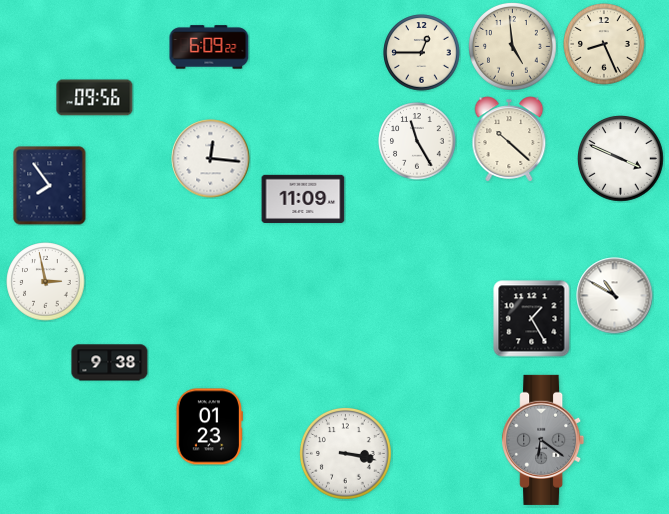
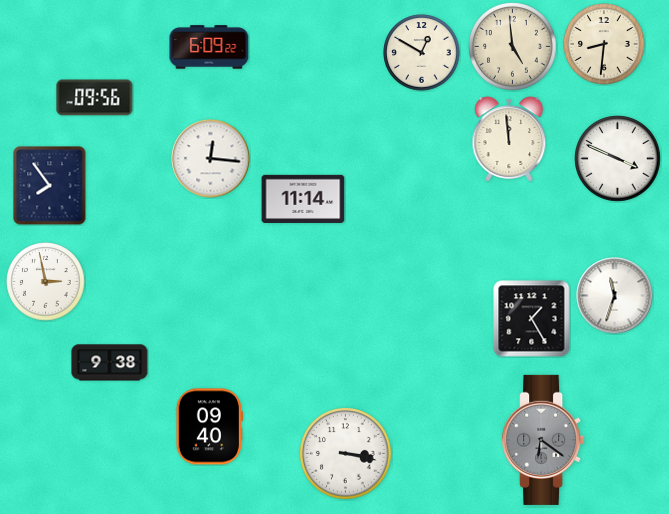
clock at (604, 44): 8:26 -> 8:31
clock at (422, 53): 12:45 -> 12:50
clock at (509, 139): 10:22 -> 11:59
clock at (417, 141): 11:25 -> none
clock at (621, 159) position: (621, 159) -> (618, 159)
clock at (303, 199): 11:09 -> 11:14
clock at (615, 296): 10:50 -> 11:33
clock at (209, 427): 01:23 -> 09:40
